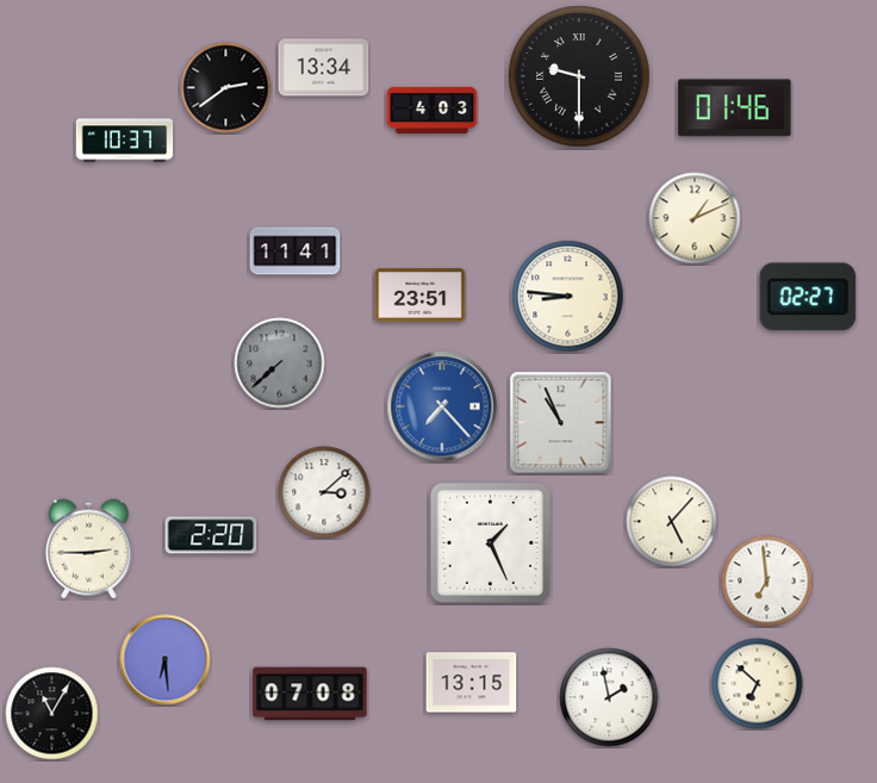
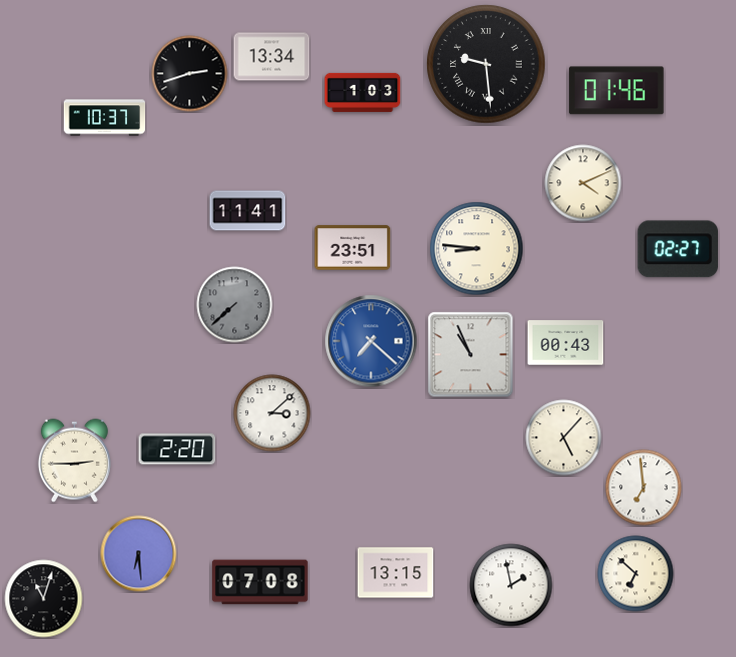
clock at (579, 76): 9:30 -> 9:29
clock at (226, 88): 2:39 -> 2:42
clock at (433, 110): 4:03 -> 1:03
clock at (695, 218): 1:11 -> 4:11
clock at (442, 406): 7:23 -> 7:22
clock at (566, 343): none -> 00:43
clock at (490, 542): 1:26 -> none
clock at (52, 714): 11:05 -> 11:03
